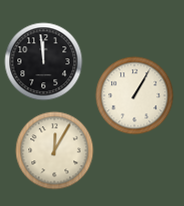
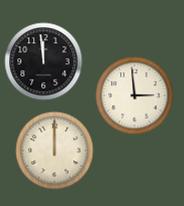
clock at (134, 95): 1:05 -> 2:59
clock at (54, 150): 12:05 -> 12:00
